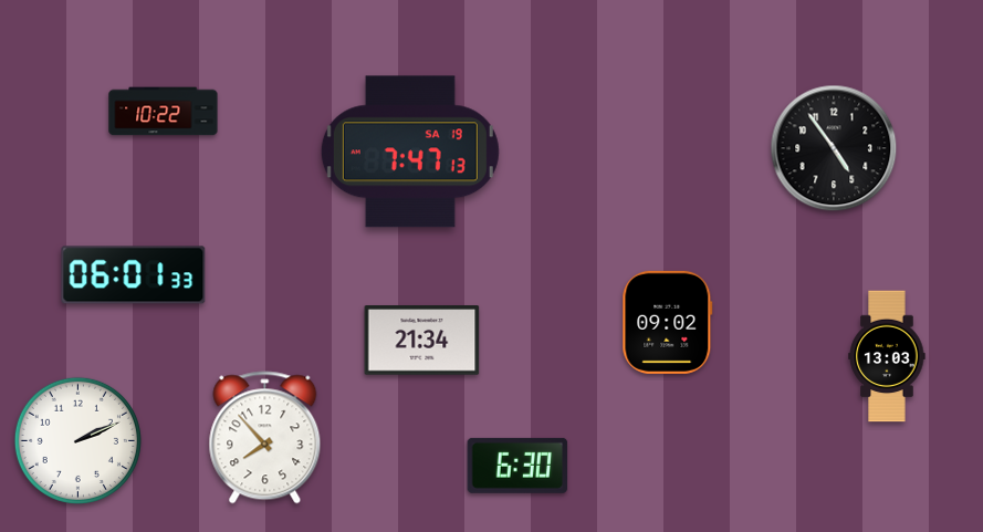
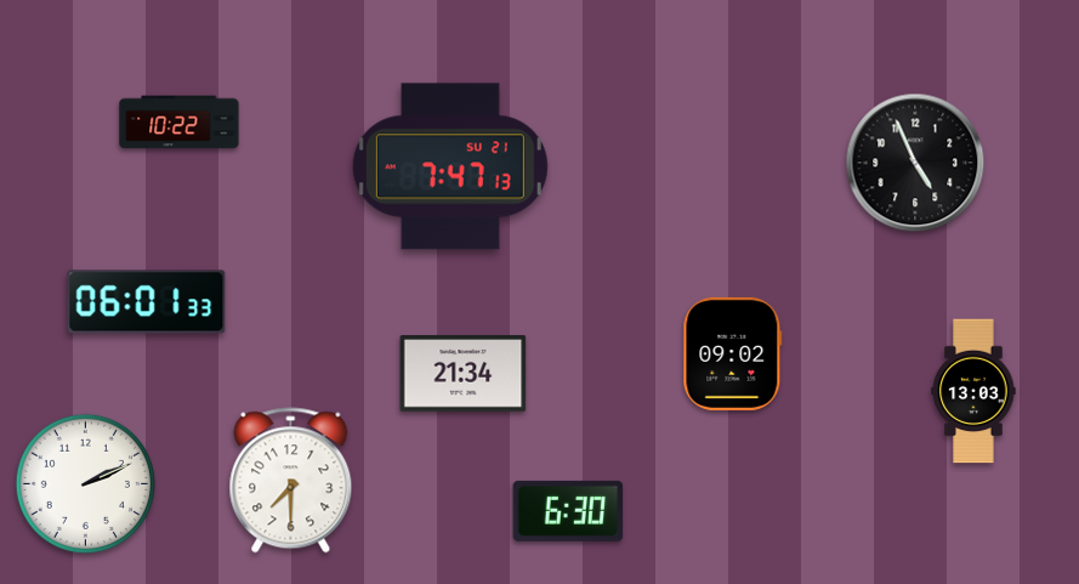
clock at (834, 148): 4:54 -> 4:56
clock at (410, 152) date: SA 19 -> SU 21
clock at (265, 438): 7:53 -> 7:30
